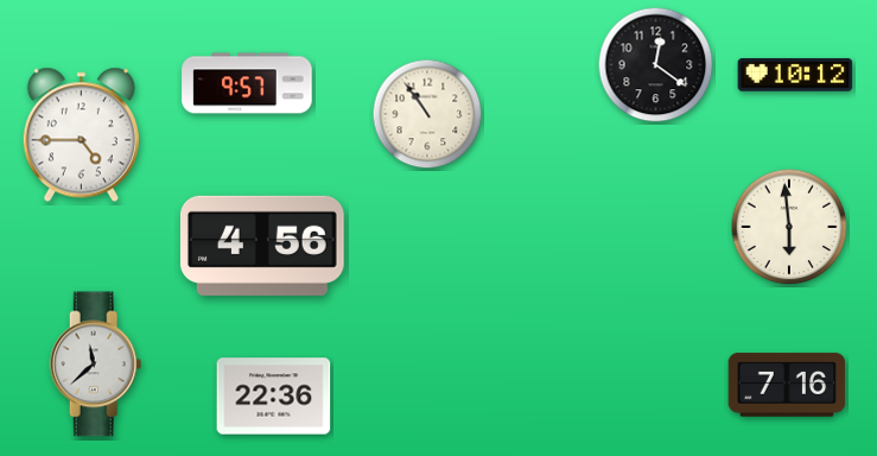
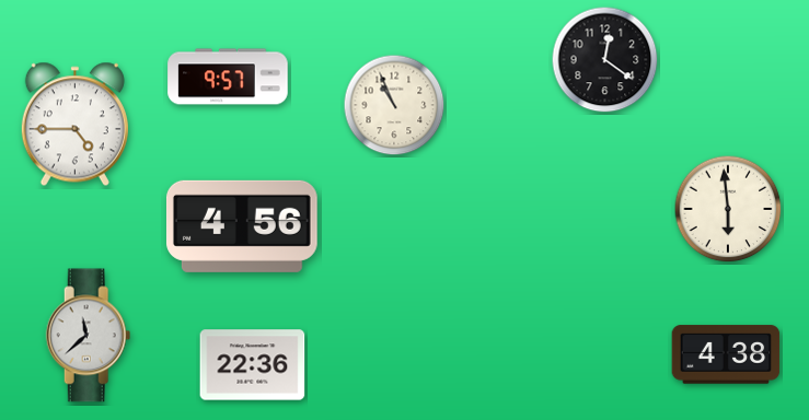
clock at (795, 75): 10:12 -> none
clock at (427, 114): 10:54 -> 10:56
clock at (787, 385): 7:16 -> 4:38
